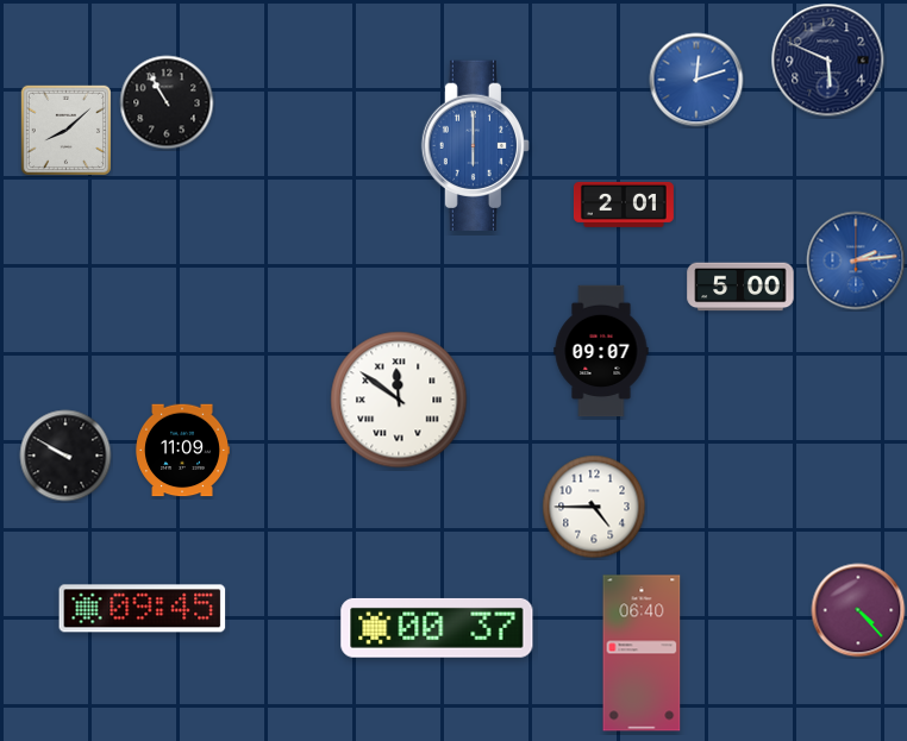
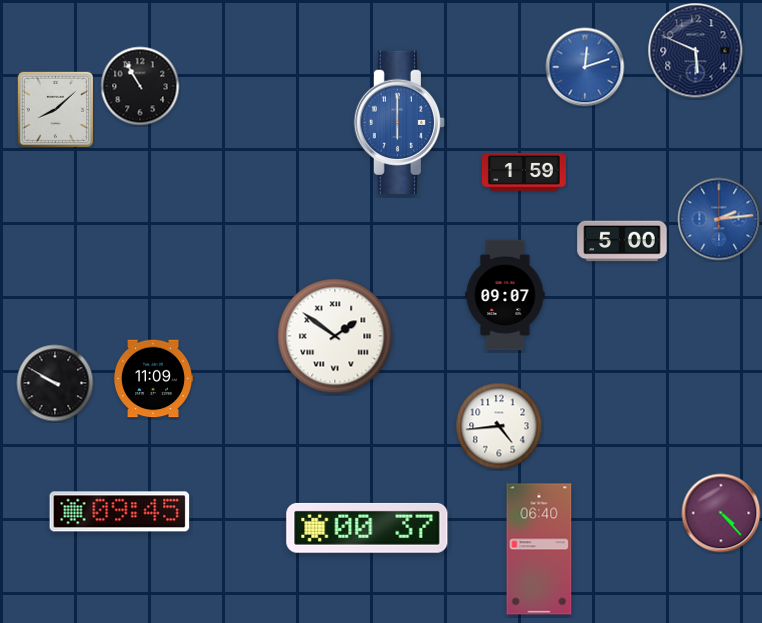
clock at (624, 205): 2:01 -> 1:59
clock at (399, 400): 11:51 -> 1:51
clock at (594, 507): 4:45 -> 4:44
